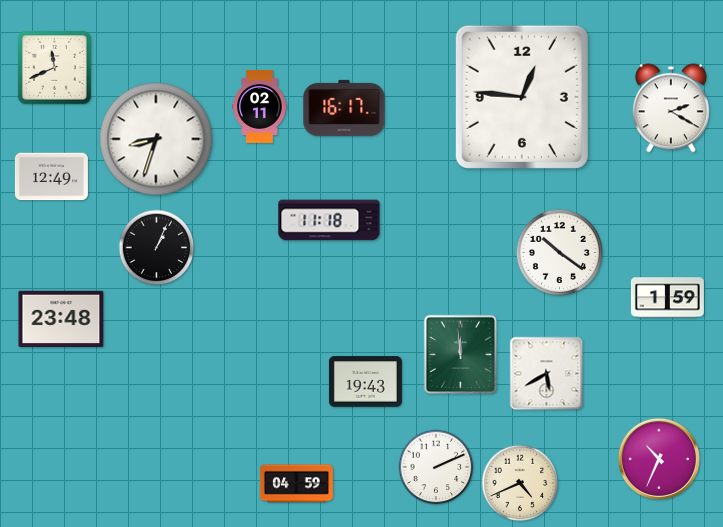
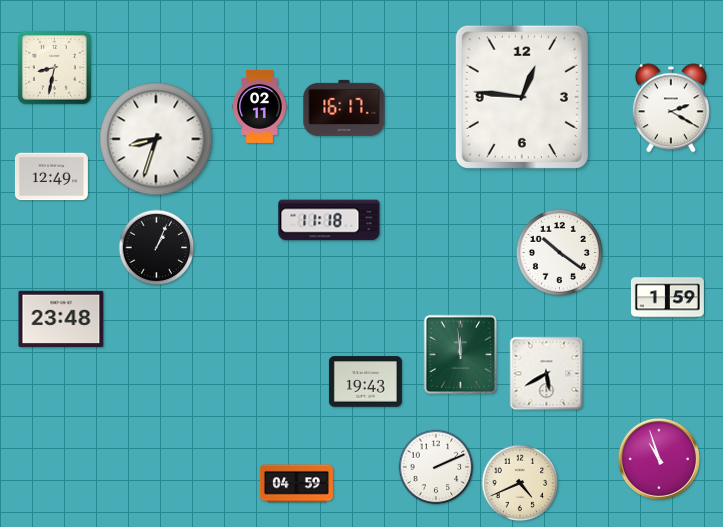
clock at (55, 68): 11:41 -> 8:32
clock at (659, 459): 10:34 -> 10:57
